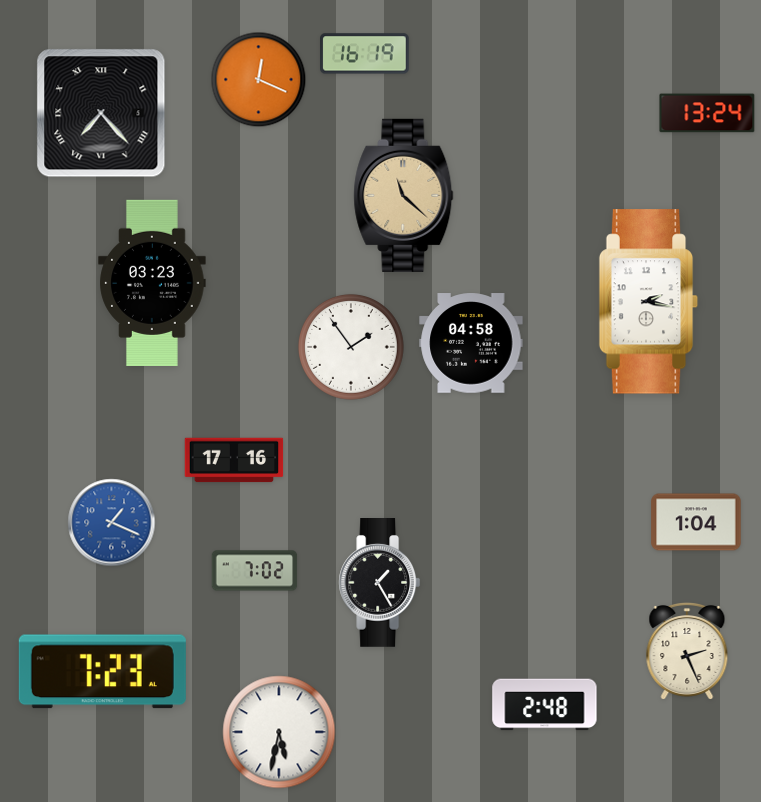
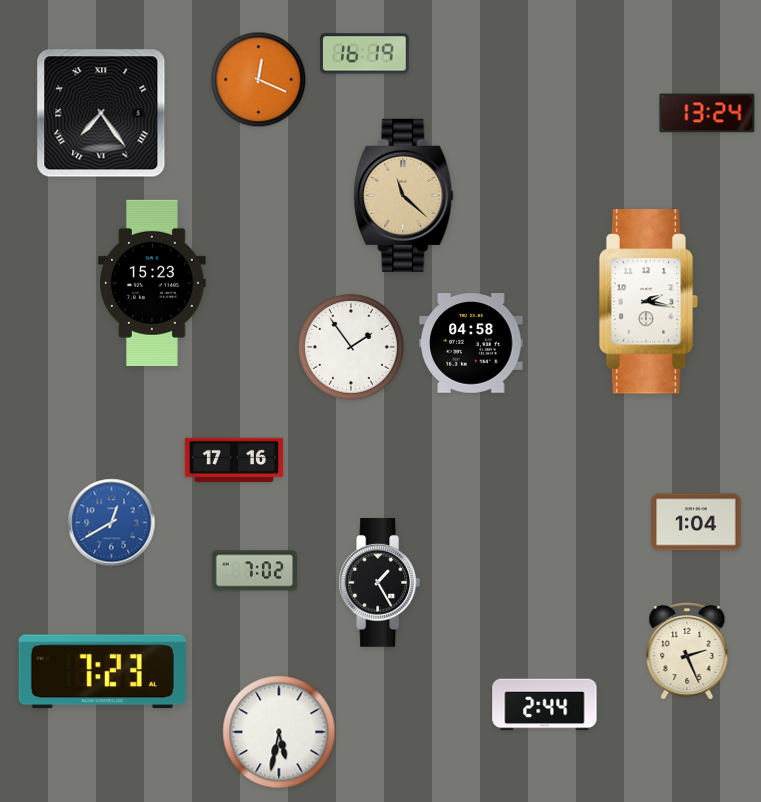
clock at (101, 113): 7:23 -> 7:24
clock at (152, 283): 03:23 -> 15:23
clock at (112, 523): 1:19 -> 12:40
clock at (545, 705): 2:48 -> 2:44
